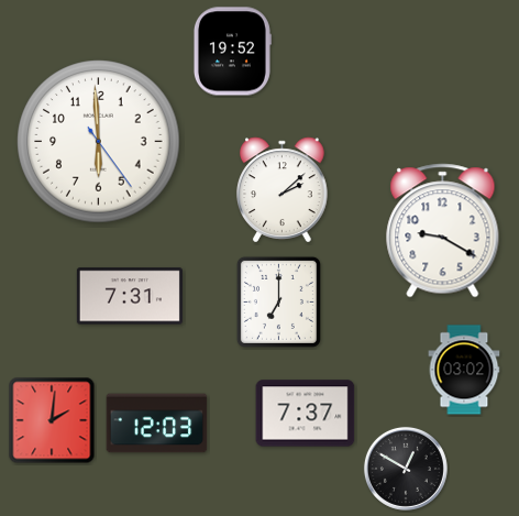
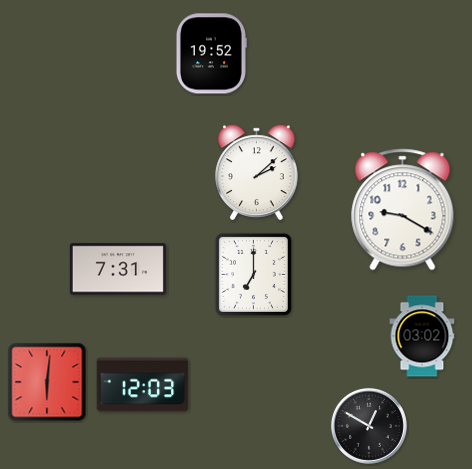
clock at (232, 52) position: (232, 52) -> (211, 54)
clock at (99, 142): 5:59 -> none
clock at (306, 414): 7:37 -> none
clock at (52, 420): 2:01 -> 6:01
